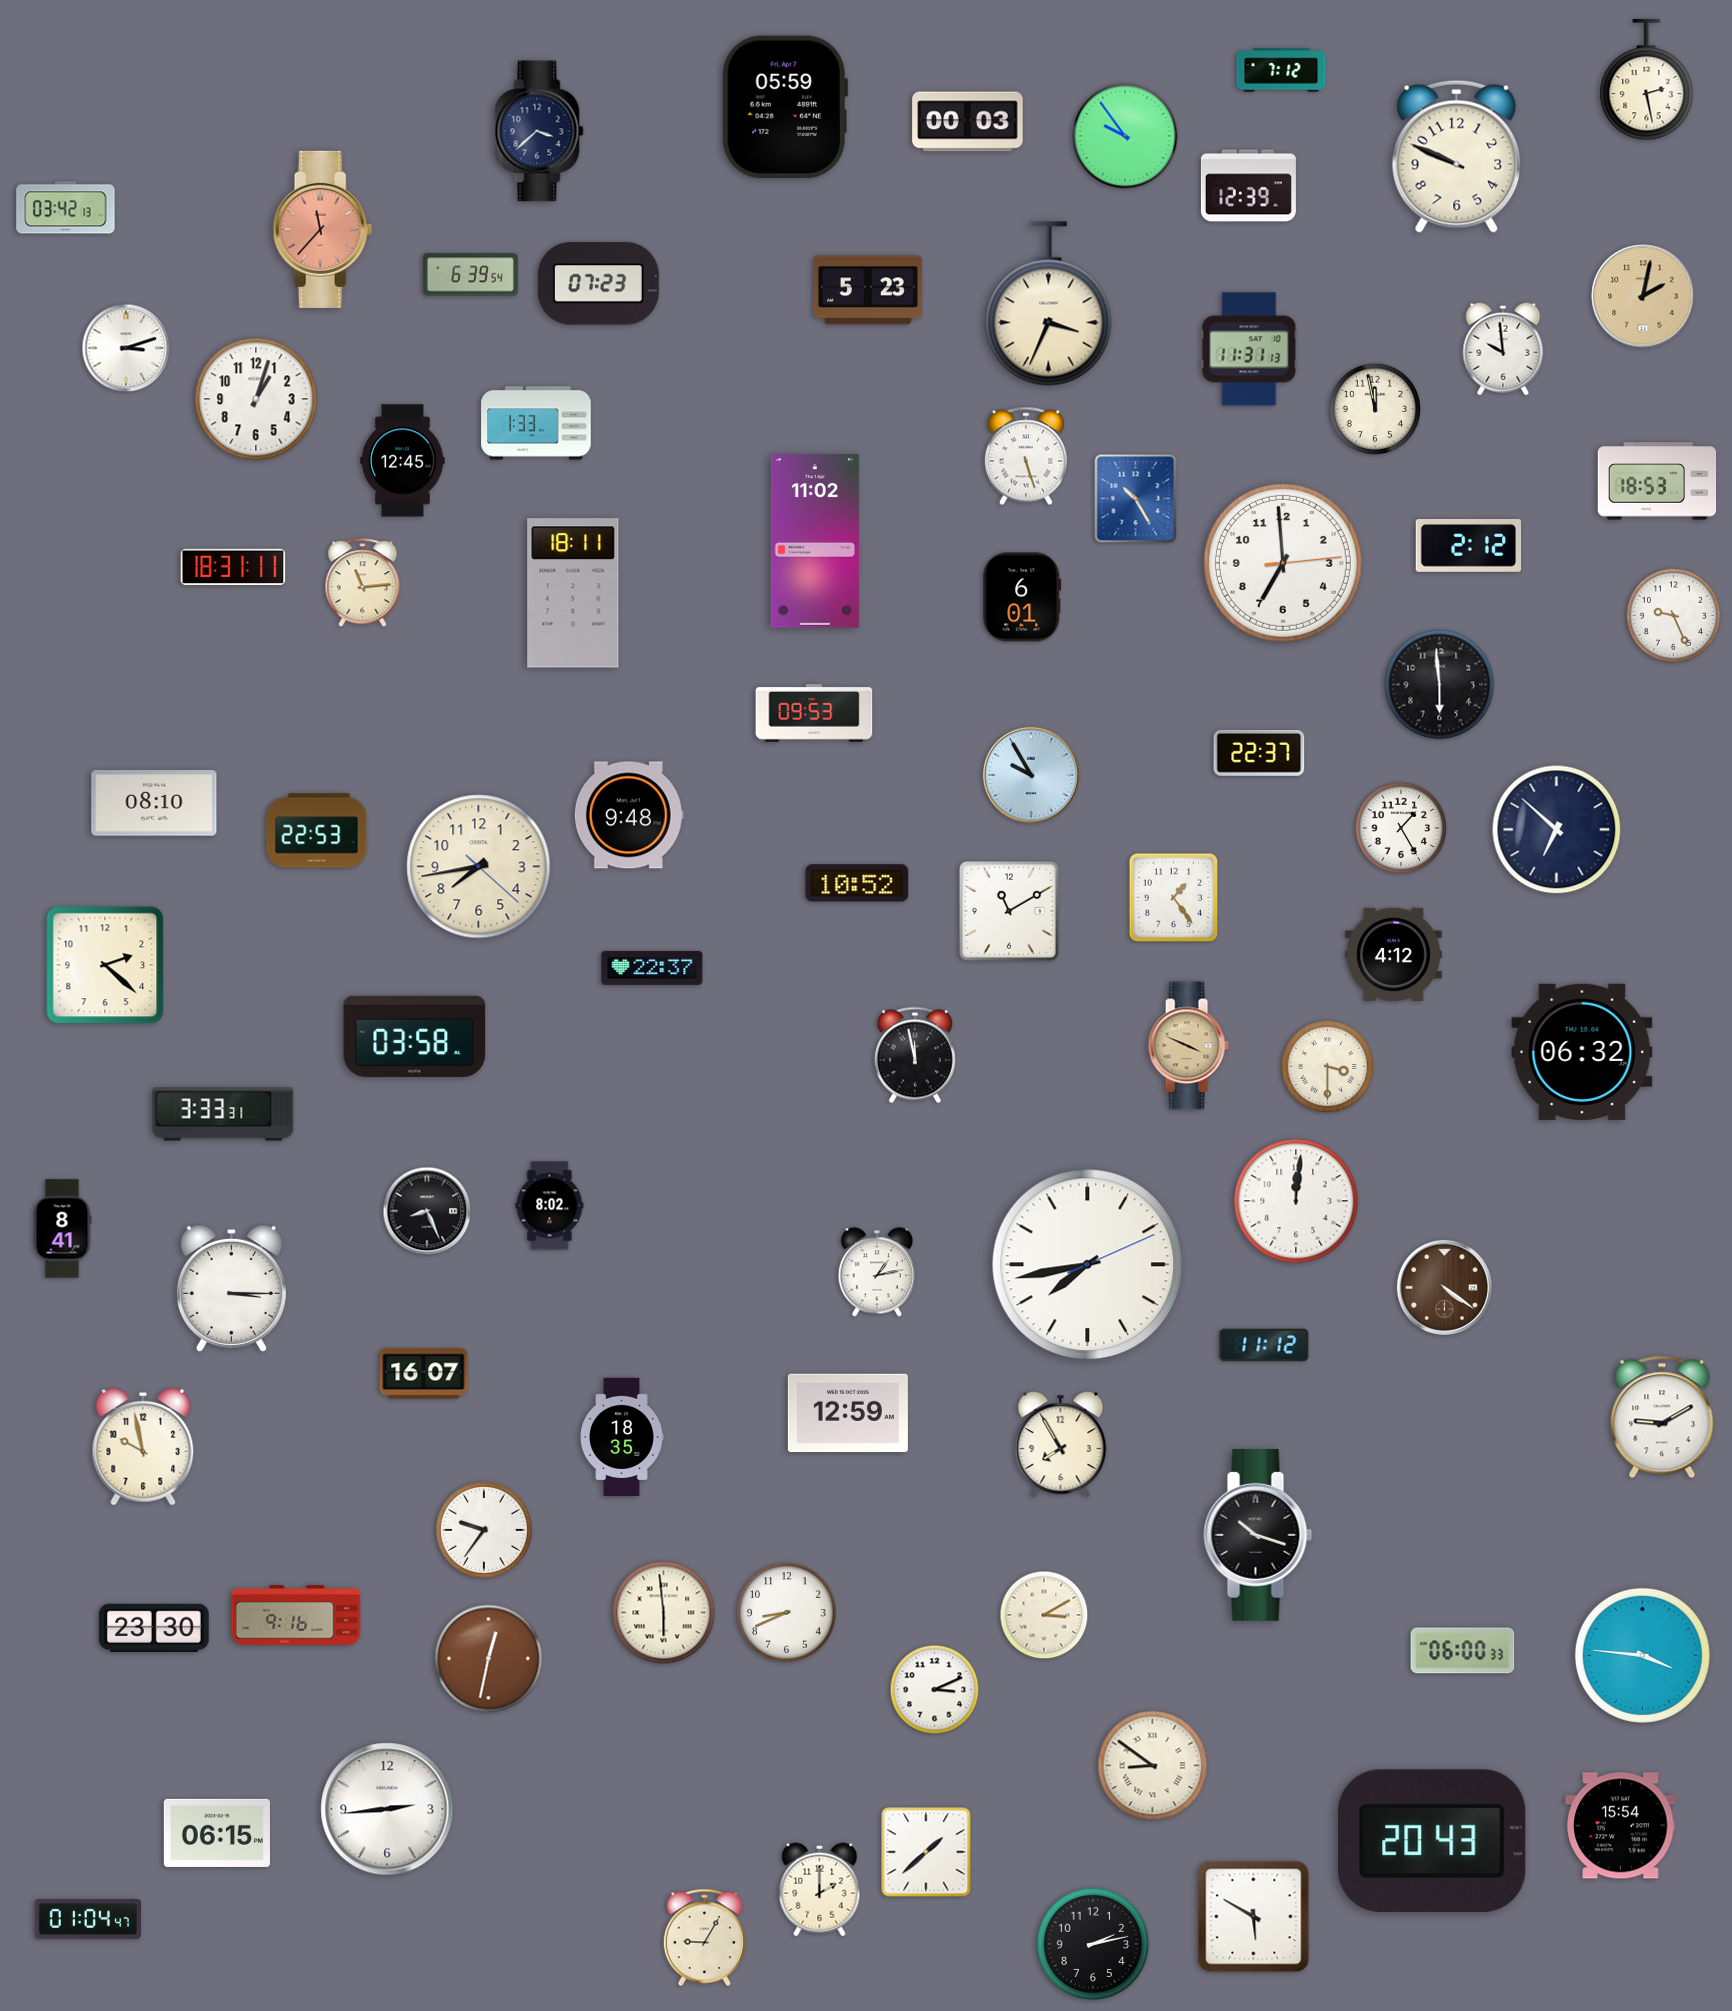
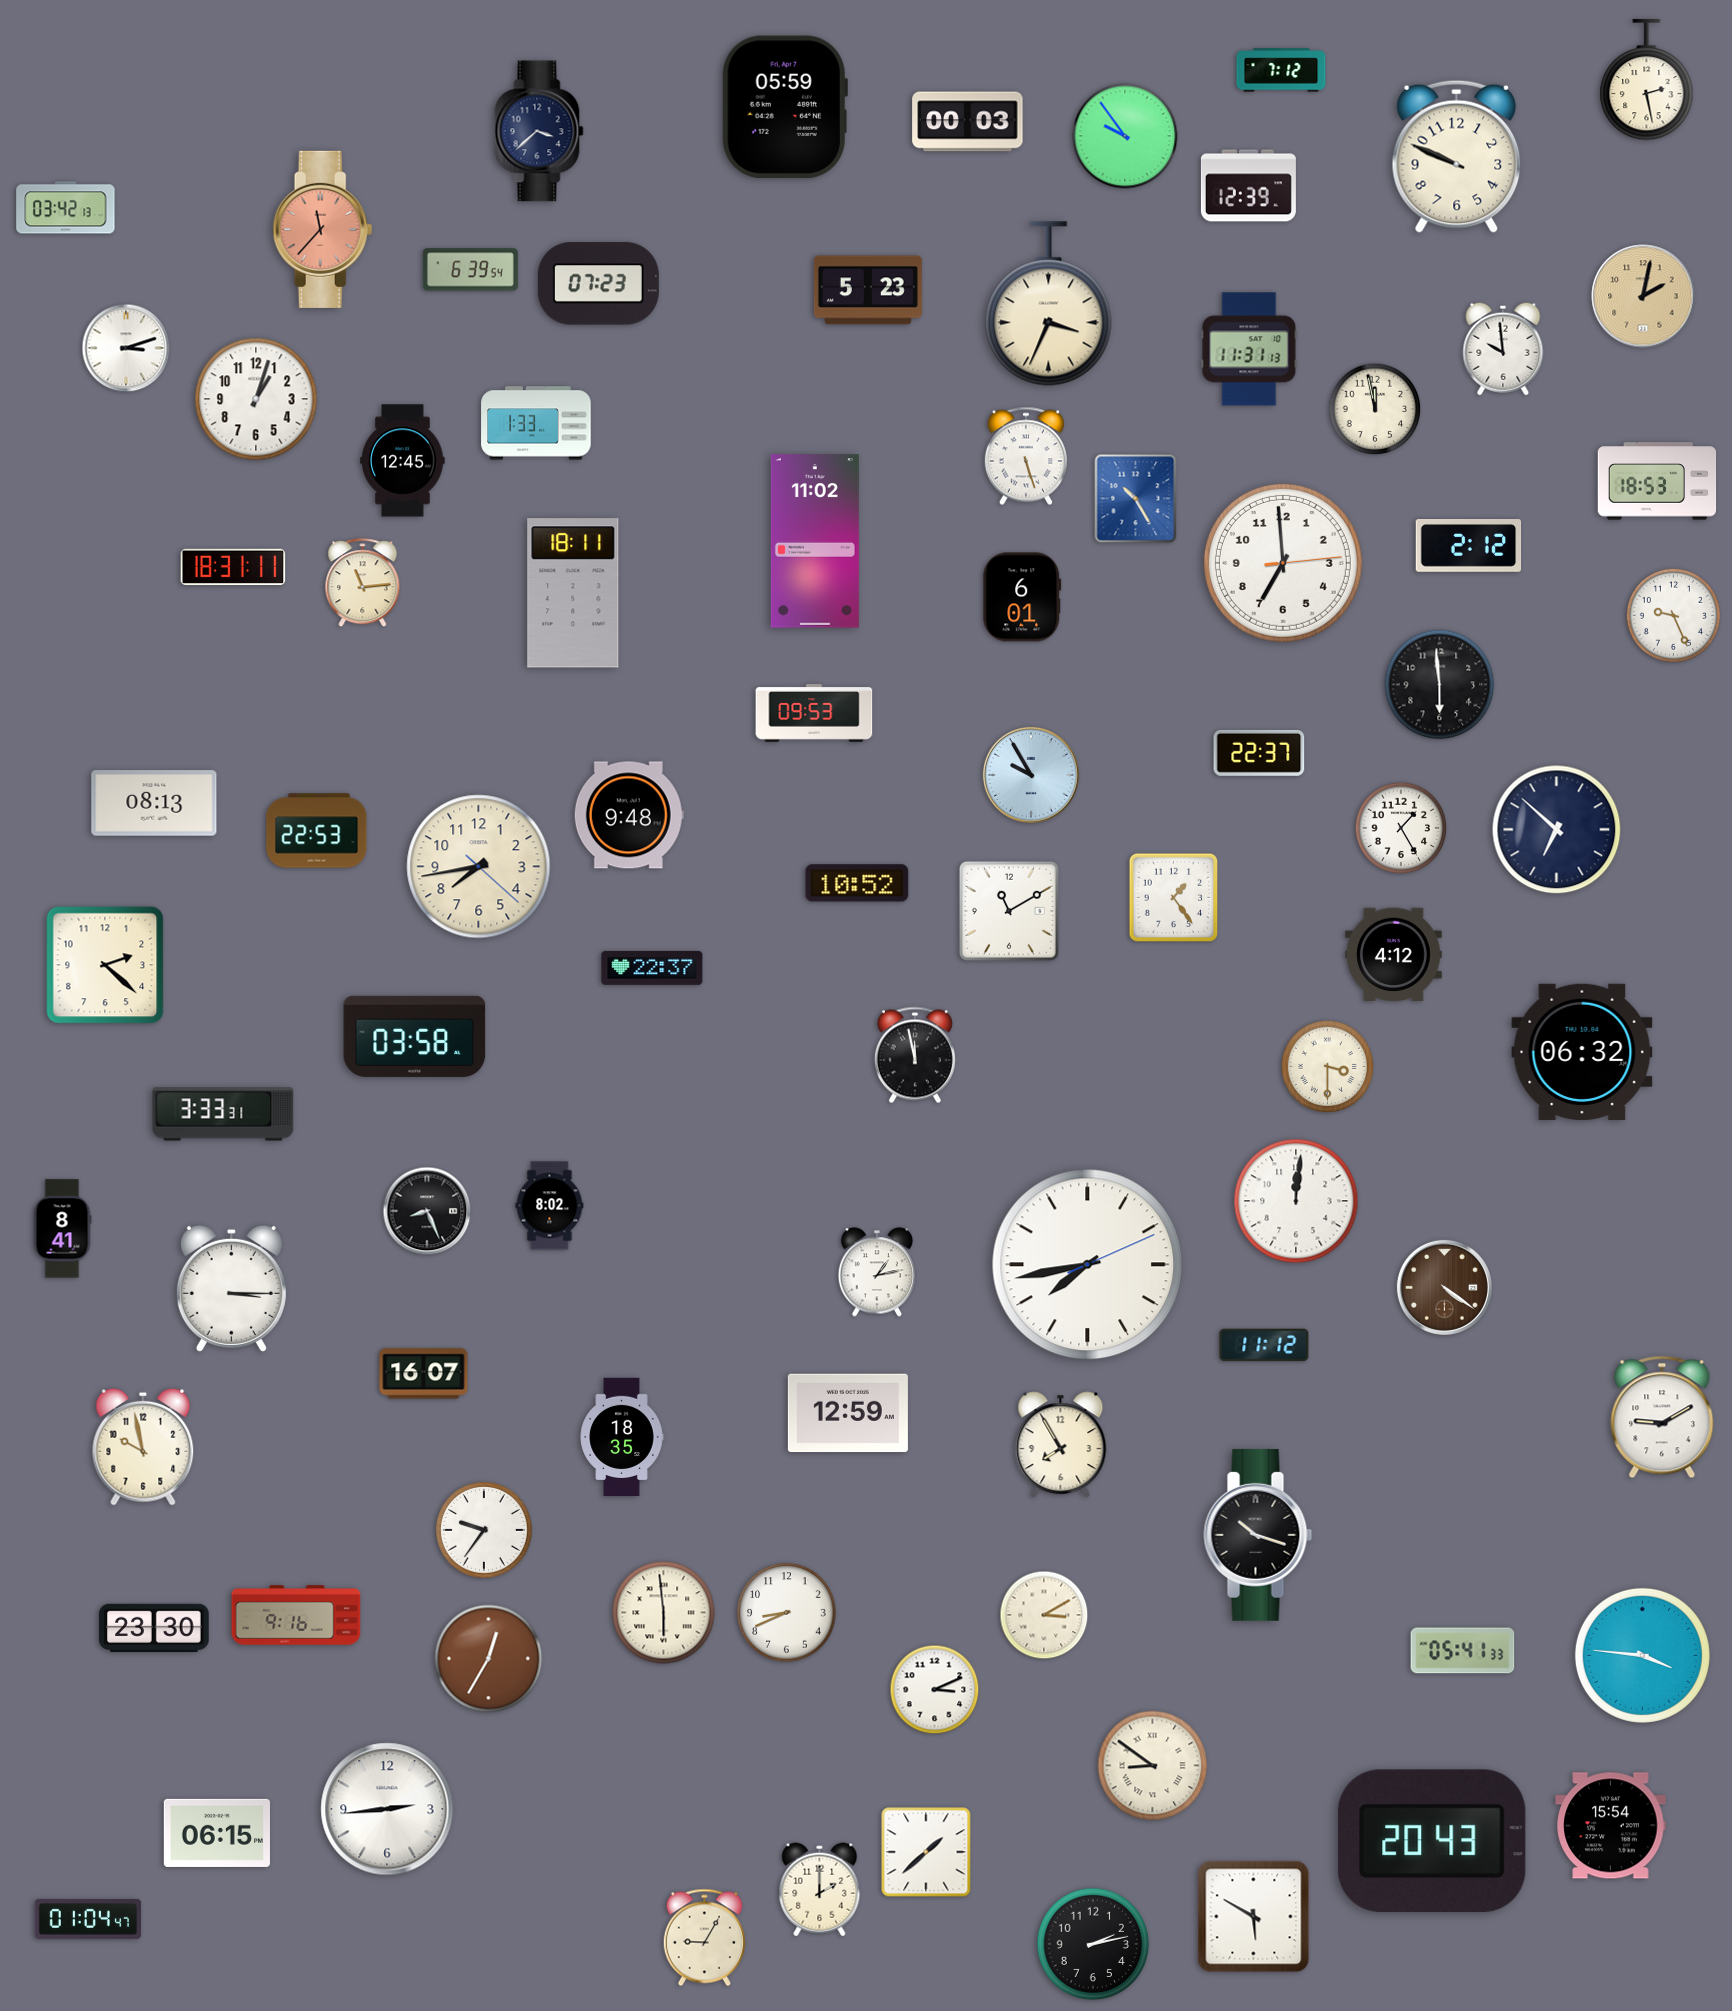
clock at (470, 275) position: (470, 275) -> (470, 270)
clock at (154, 803): 08:10 -> 08:13
clock at (1188, 1046): 3:49 -> none
clock at (1463, 1651): 06:00 -> 05:41
clock at (489, 1659): 12:32 -> 12:35
clock at (1621, 1826) position: (1621, 1826) -> (1611, 1826)
